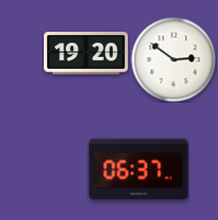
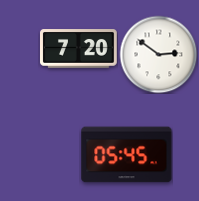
clock at (87, 54): 19:20 -> 7:20
clock at (139, 170): 06:37 -> 05:45
